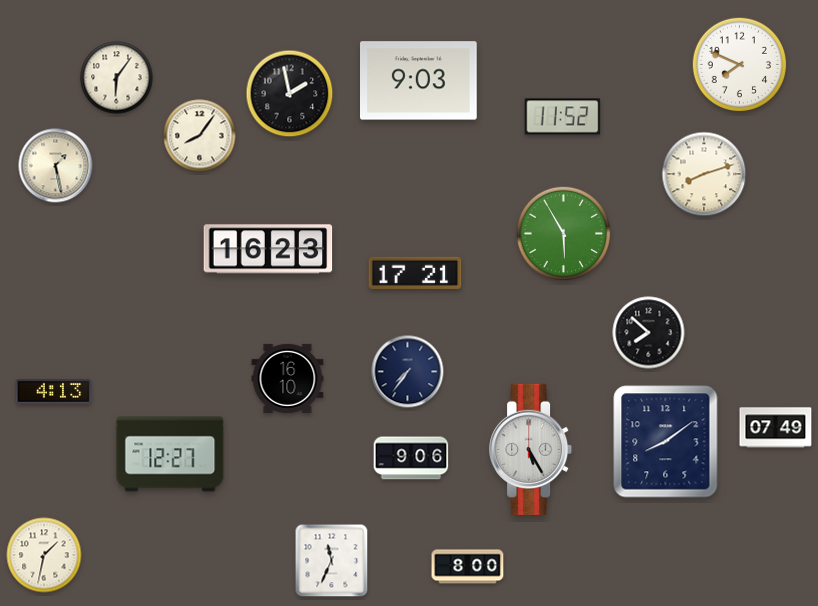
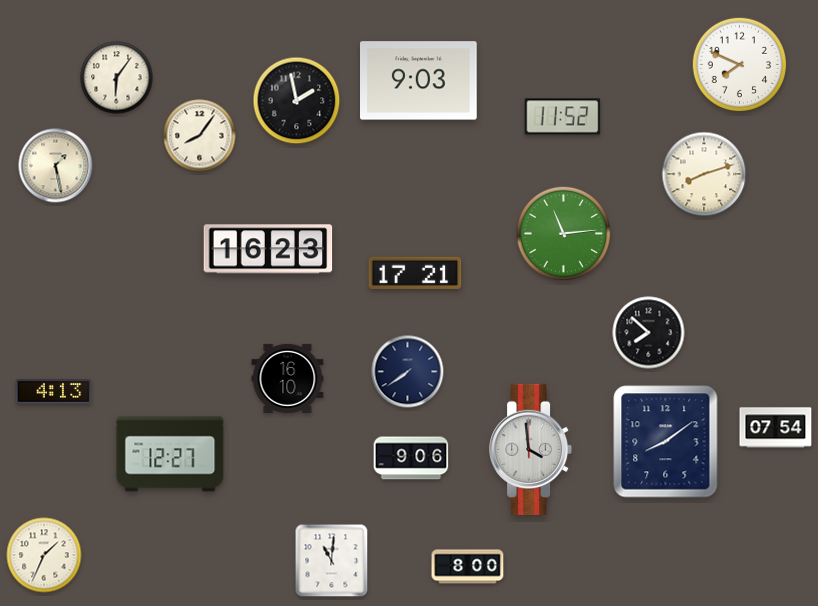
clock at (290, 94) position: (290, 94) -> (297, 101)
clock at (563, 233): 5:55 -> 11:14
clock at (408, 372): 7:36 -> 7:39
clock at (776, 428): 07:49 -> 07:54
clock at (531, 449): 5:25 -> 3:59
clock at (44, 555): 1:32 -> 1:34
clock at (332, 561): 11:34 -> 11:01
